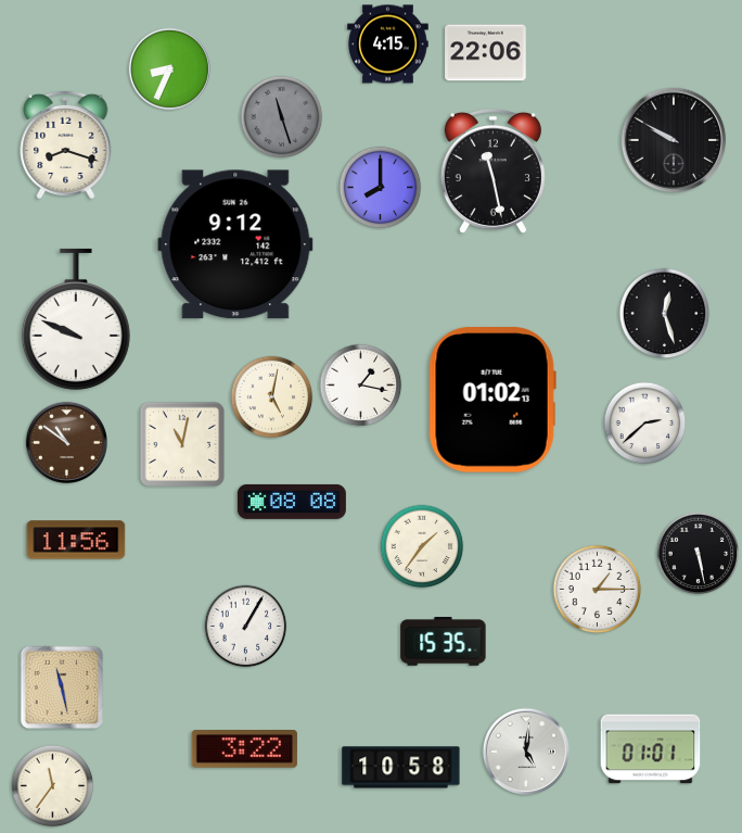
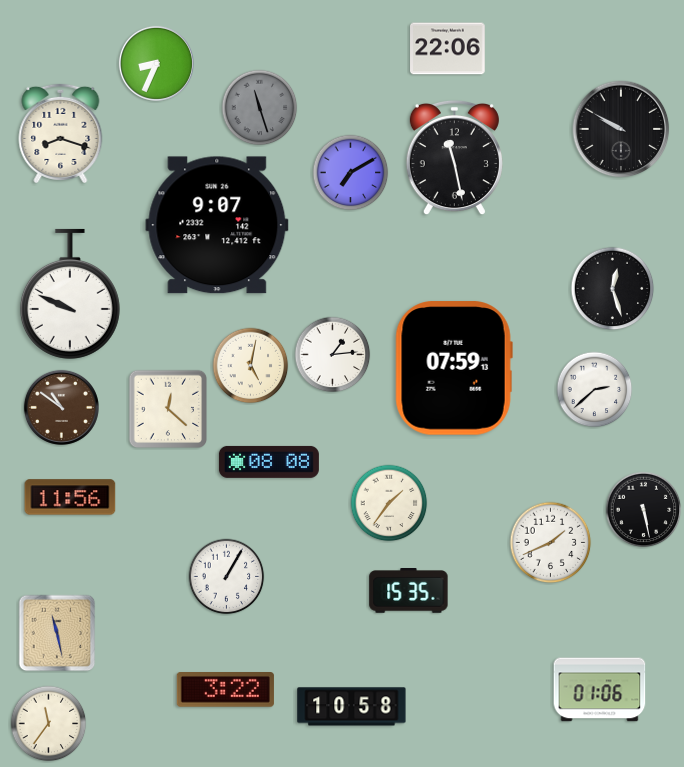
clock at (388, 45): 4:15 -> none
clock at (381, 188): 8:00 -> 7:10
clock at (235, 244): 9:12 -> 9:07
clock at (361, 386): 1:17 -> 1:14
clock at (492, 400): 01:02 -> 07:59
clock at (182, 444): 11:02 -> 12:22
clock at (598, 590): 1:15 -> 1:41
clock at (651, 749): 01:01 -> 01:06
clock at (526, 752): 5:01 -> none
clock at (401, 768) position: (401, 768) -> (352, 707)
